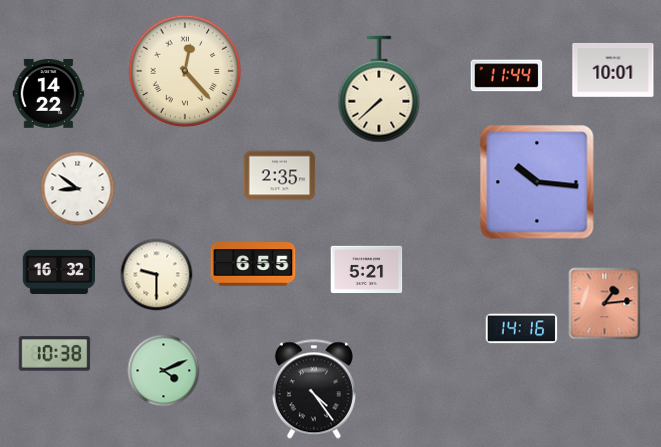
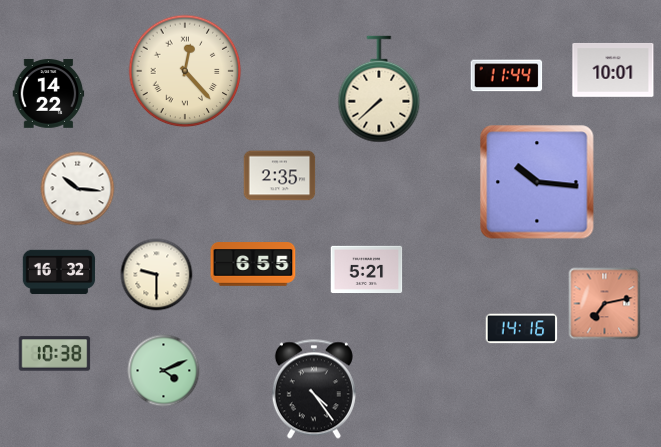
clock at (78, 189): 8:51 -> 10:16
clock at (605, 304): 1:14 -> 7:13
